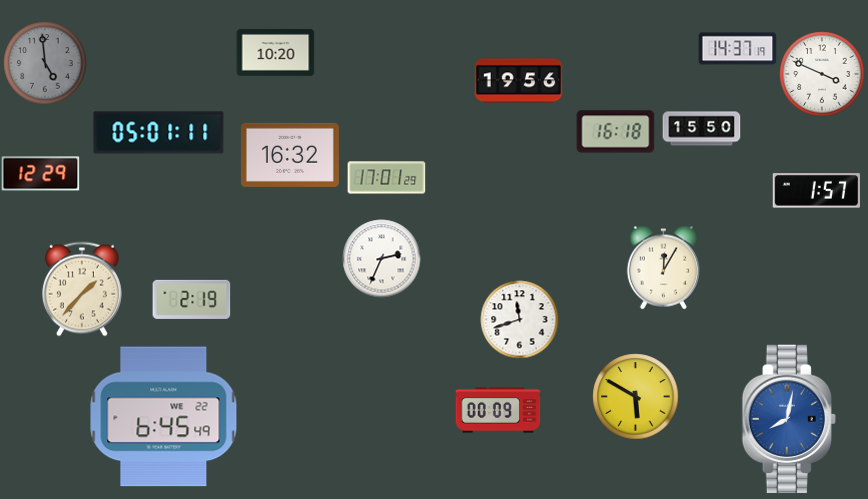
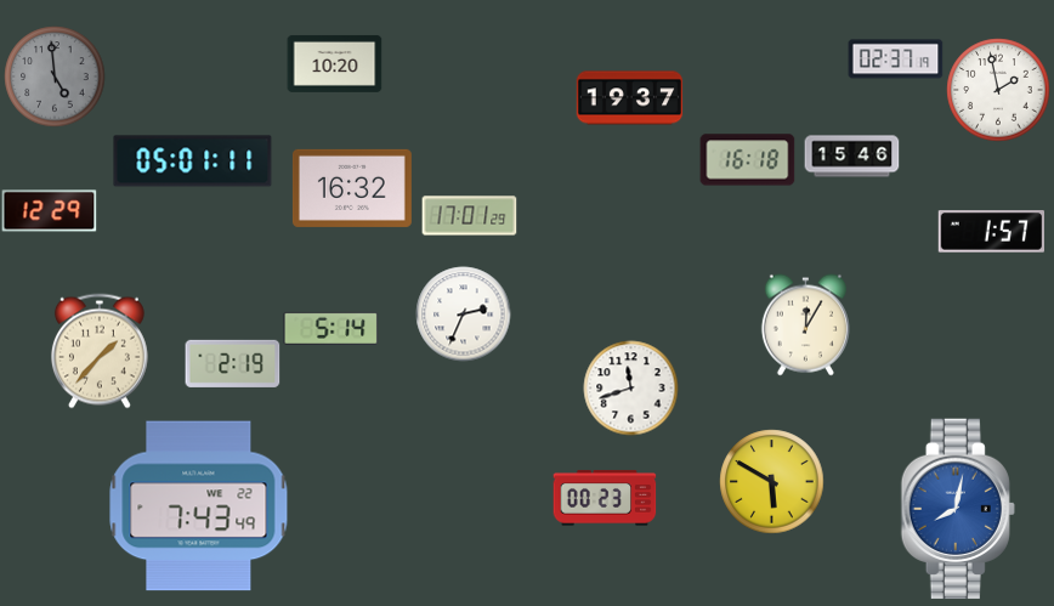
clock at (737, 49): 14:37 -> 02:37
clock at (822, 74): 3:49 -> 1:58
clock at (518, 81): 19:56 -> 19:37
clock at (701, 129): 15:50 -> 15:46
clock at (330, 328): none -> 5:14
clock at (498, 410): 00:09 -> 00:23
clock at (164, 417): 6:45 -> 7:43
